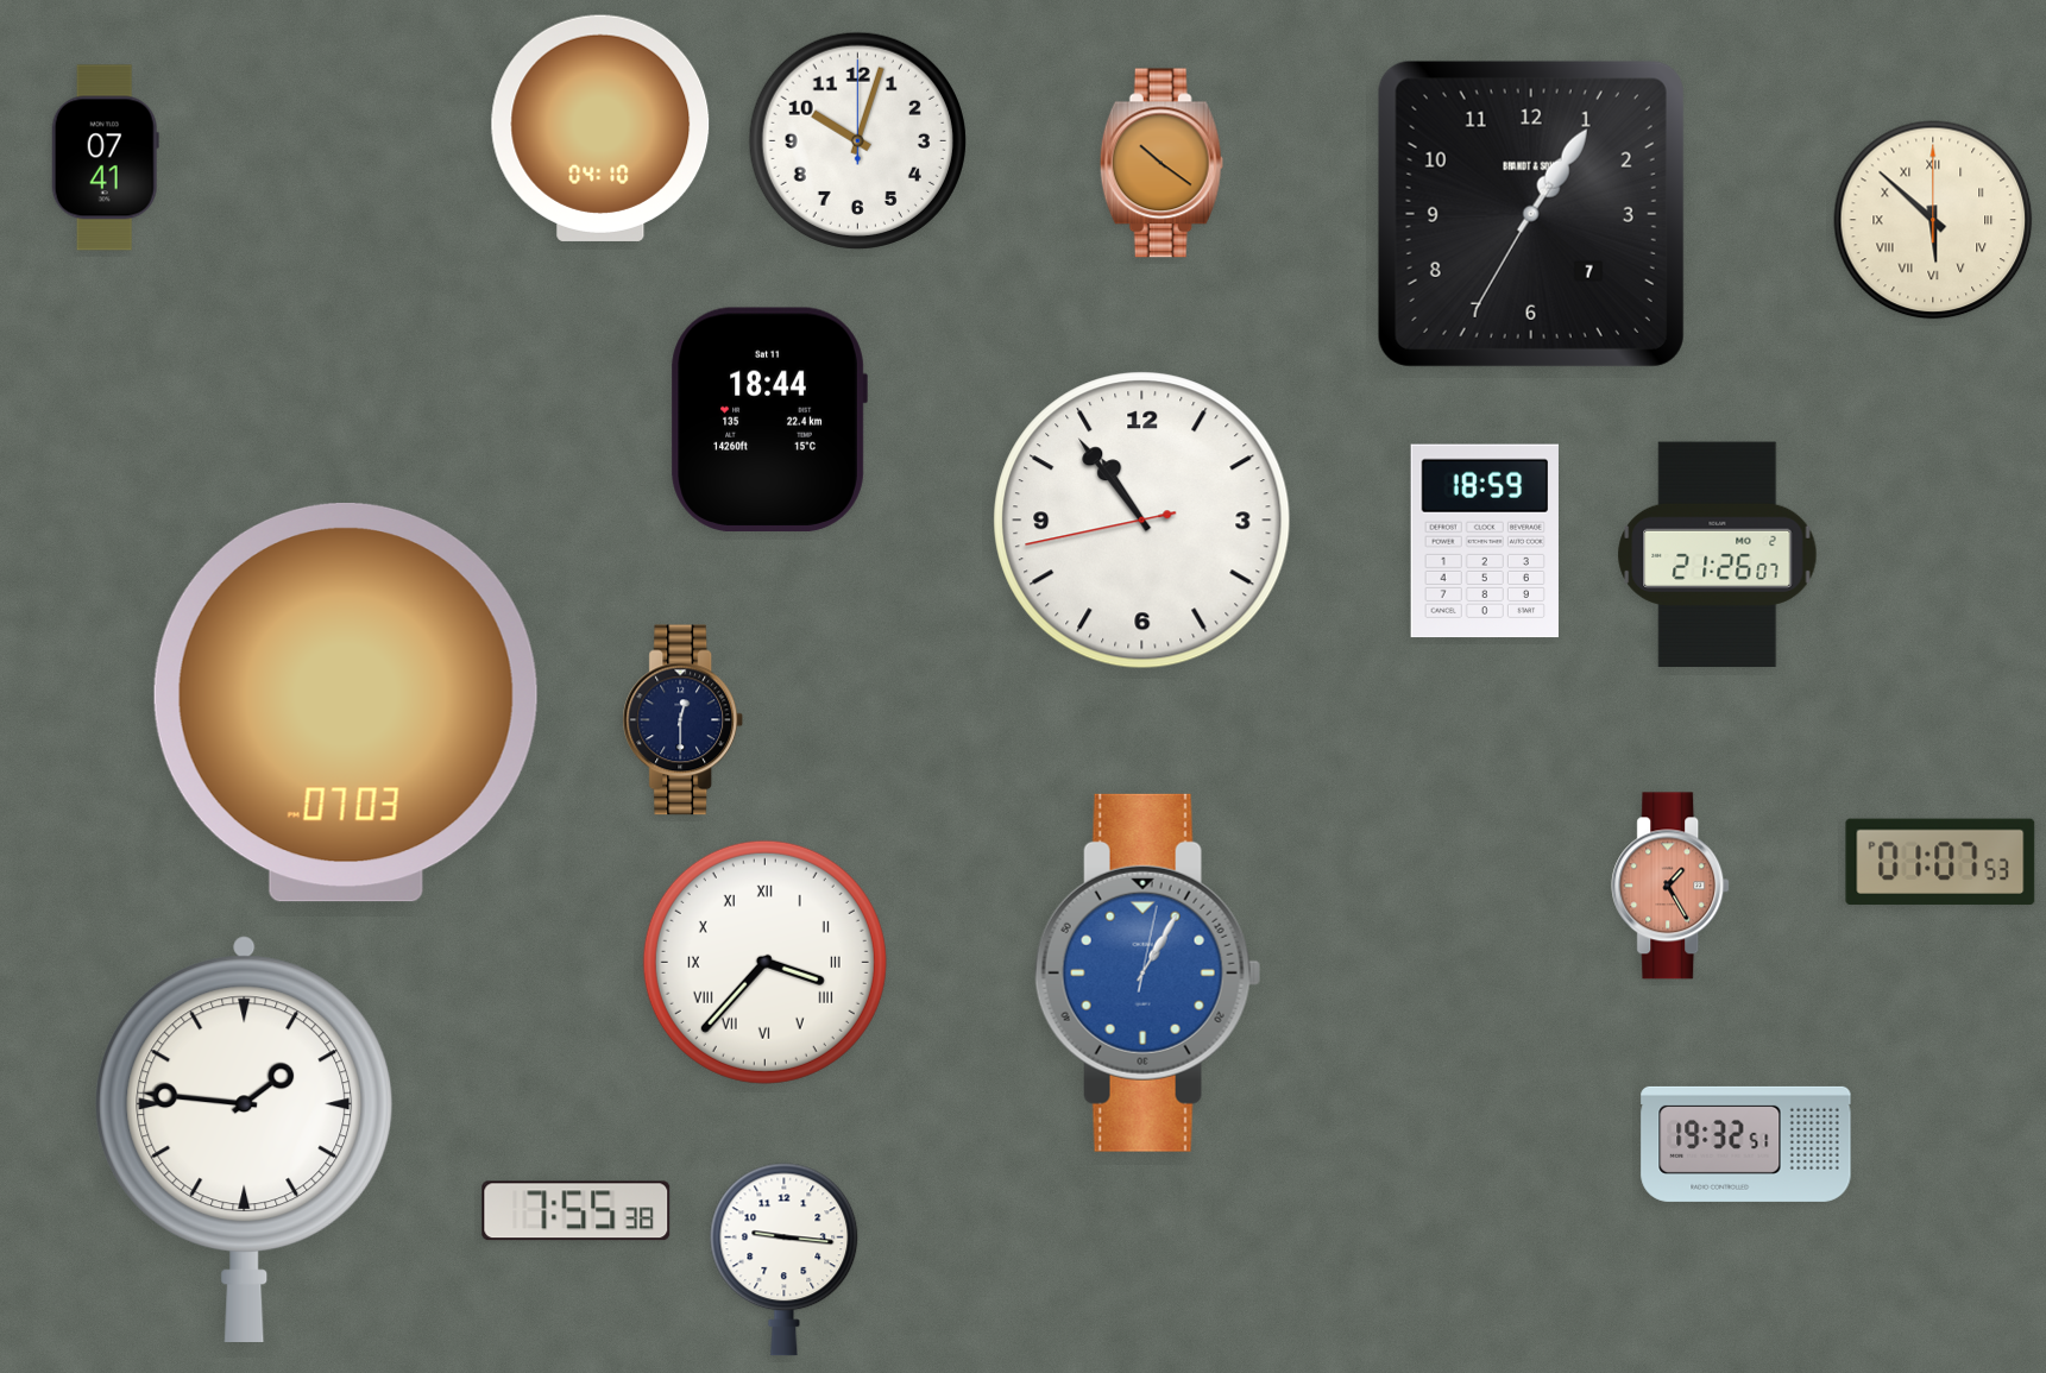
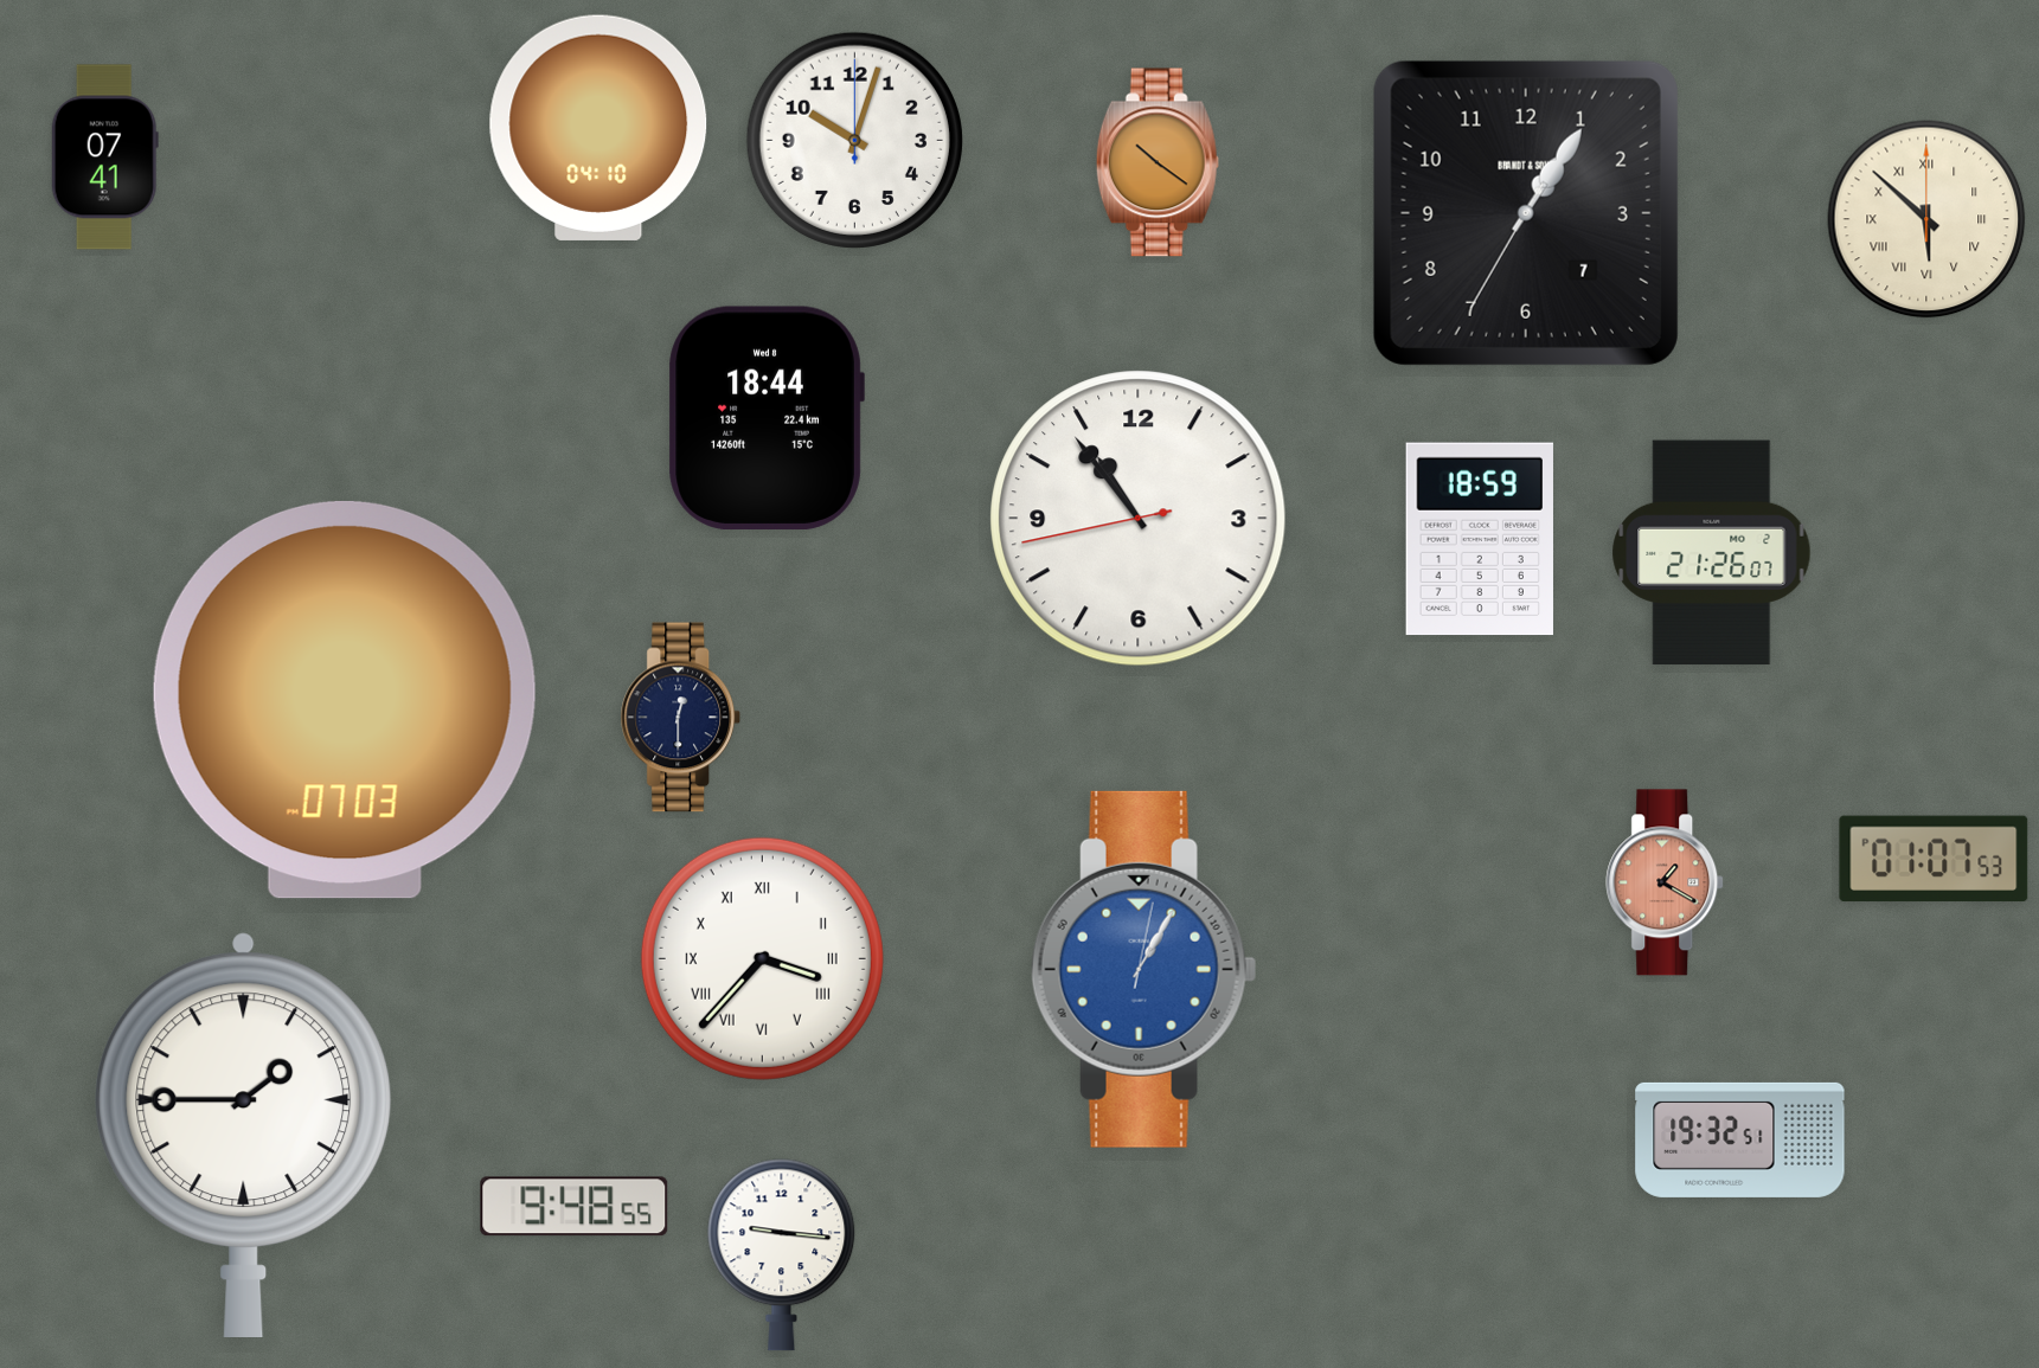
clock at (769, 418) date: Sat 11 -> Wed 8
clock at (1672, 886): 1:25 -> 1:20
clock at (245, 1139): 1:46 -> 1:45
clock at (577, 1211): 7:55 -> 9:48
